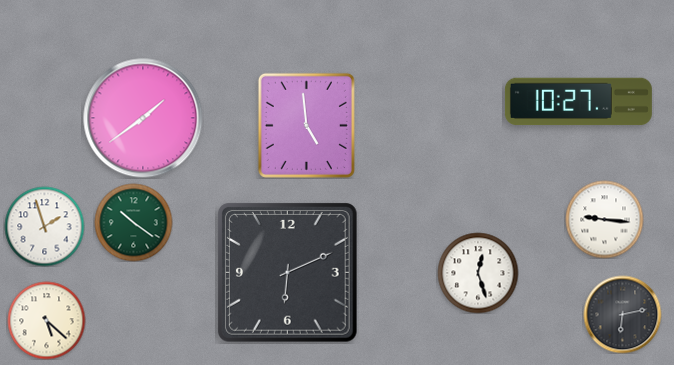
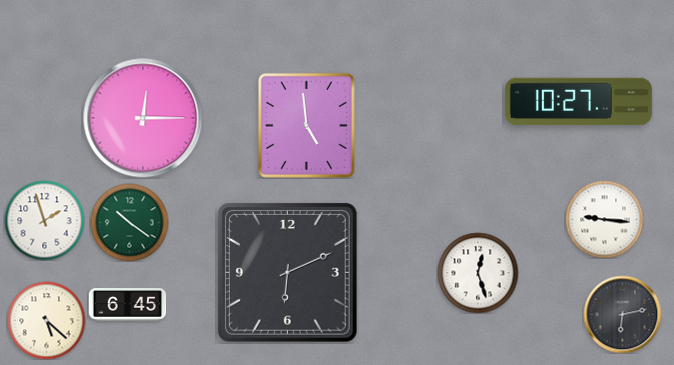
clock at (143, 118): 1:39 -> 12:15
clock at (133, 222) position: (133, 222) -> (129, 222)
clock at (44, 226) position: (44, 226) -> (44, 220)
clock at (127, 305): none -> 6:45
